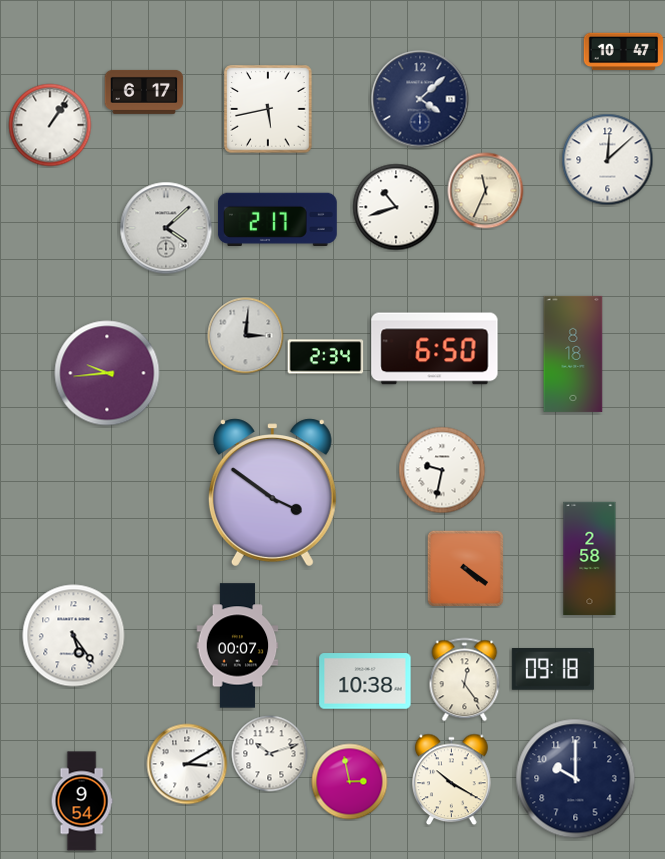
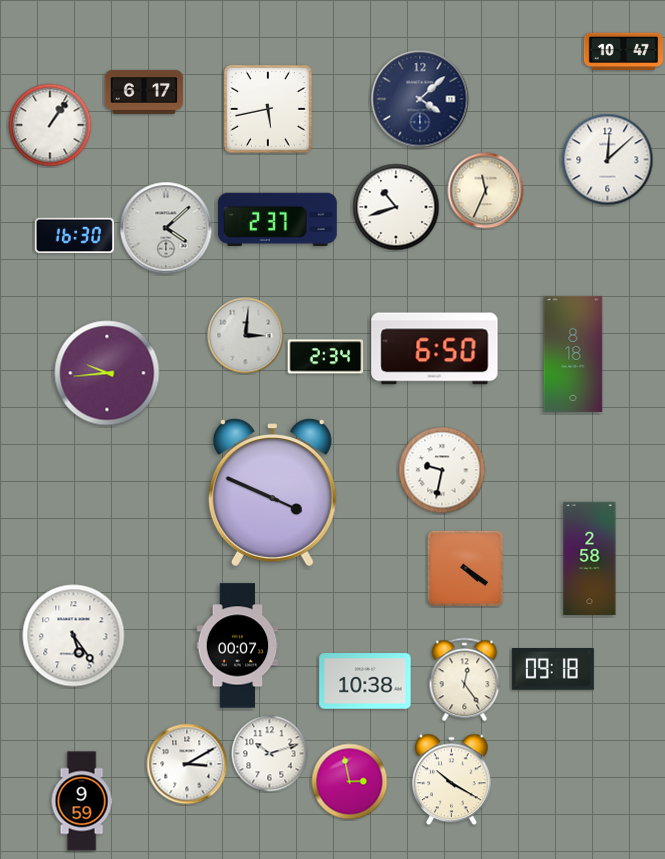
clock at (277, 219): 2:17 -> 2:37
clock at (75, 236): none -> 16:30
clock at (272, 493): 3:51 -> 3:49
clock at (576, 779): 10:00 -> none
clock at (82, 801): 9:54 -> 9:59
